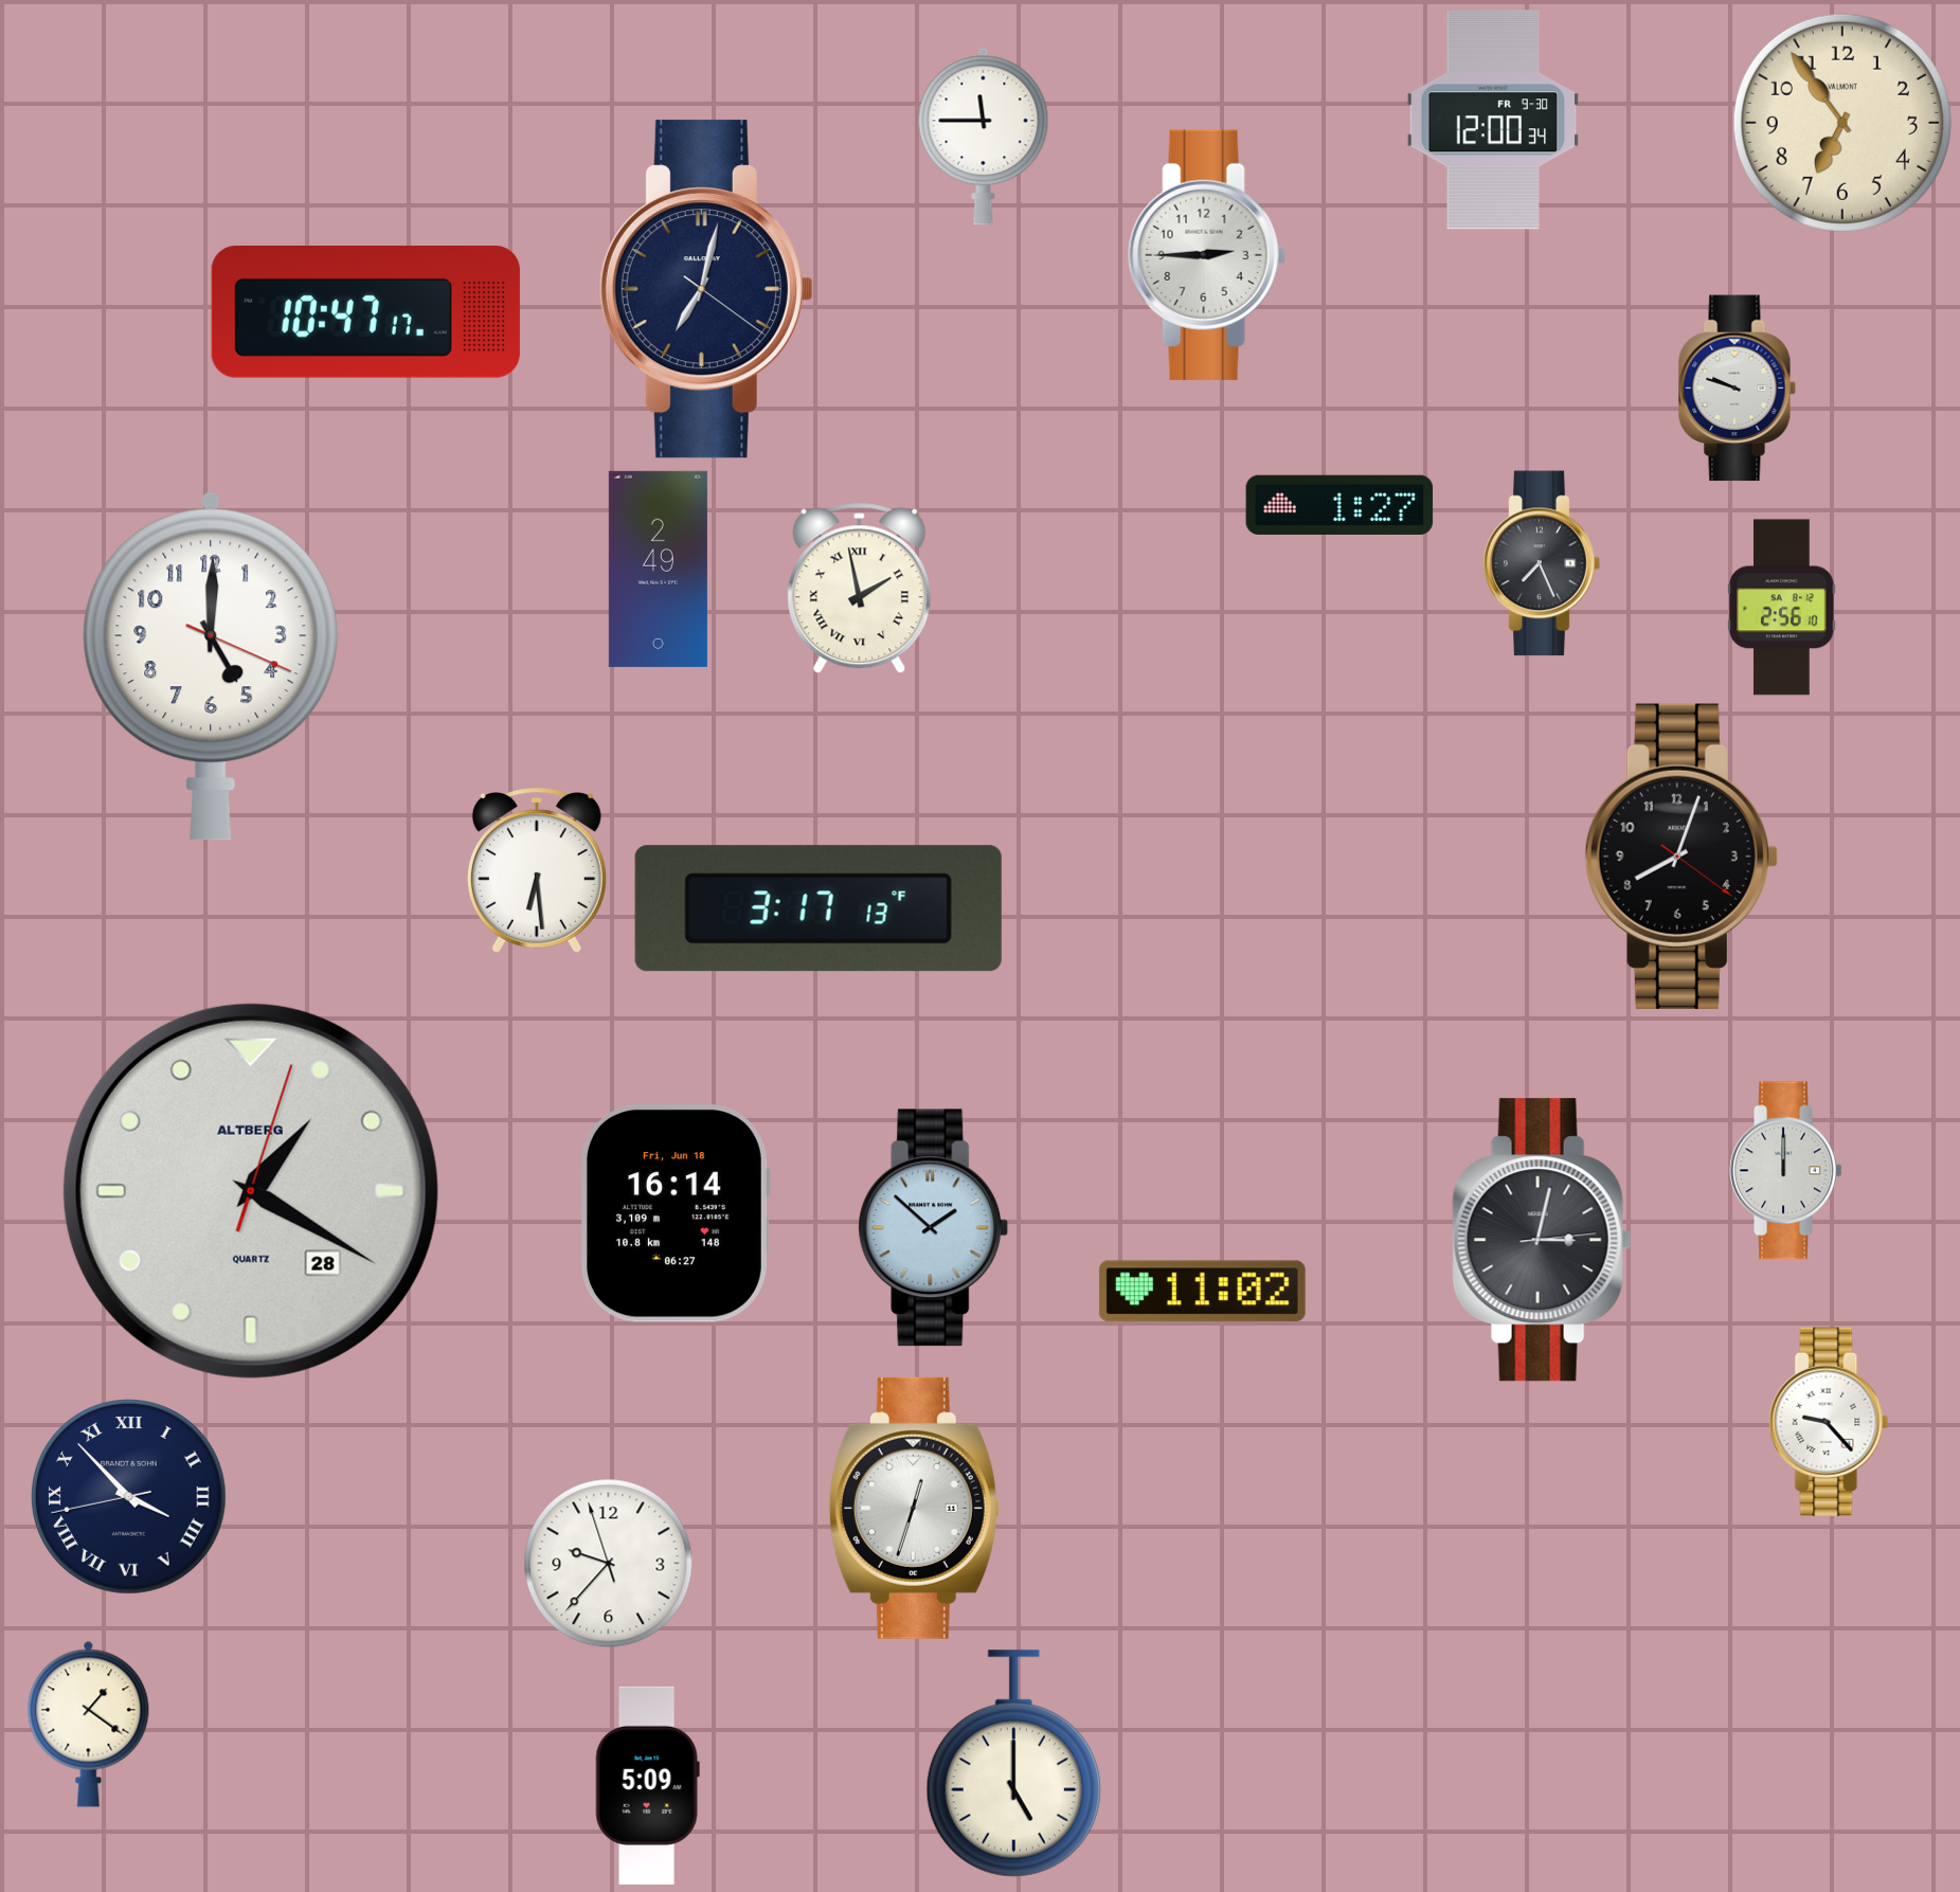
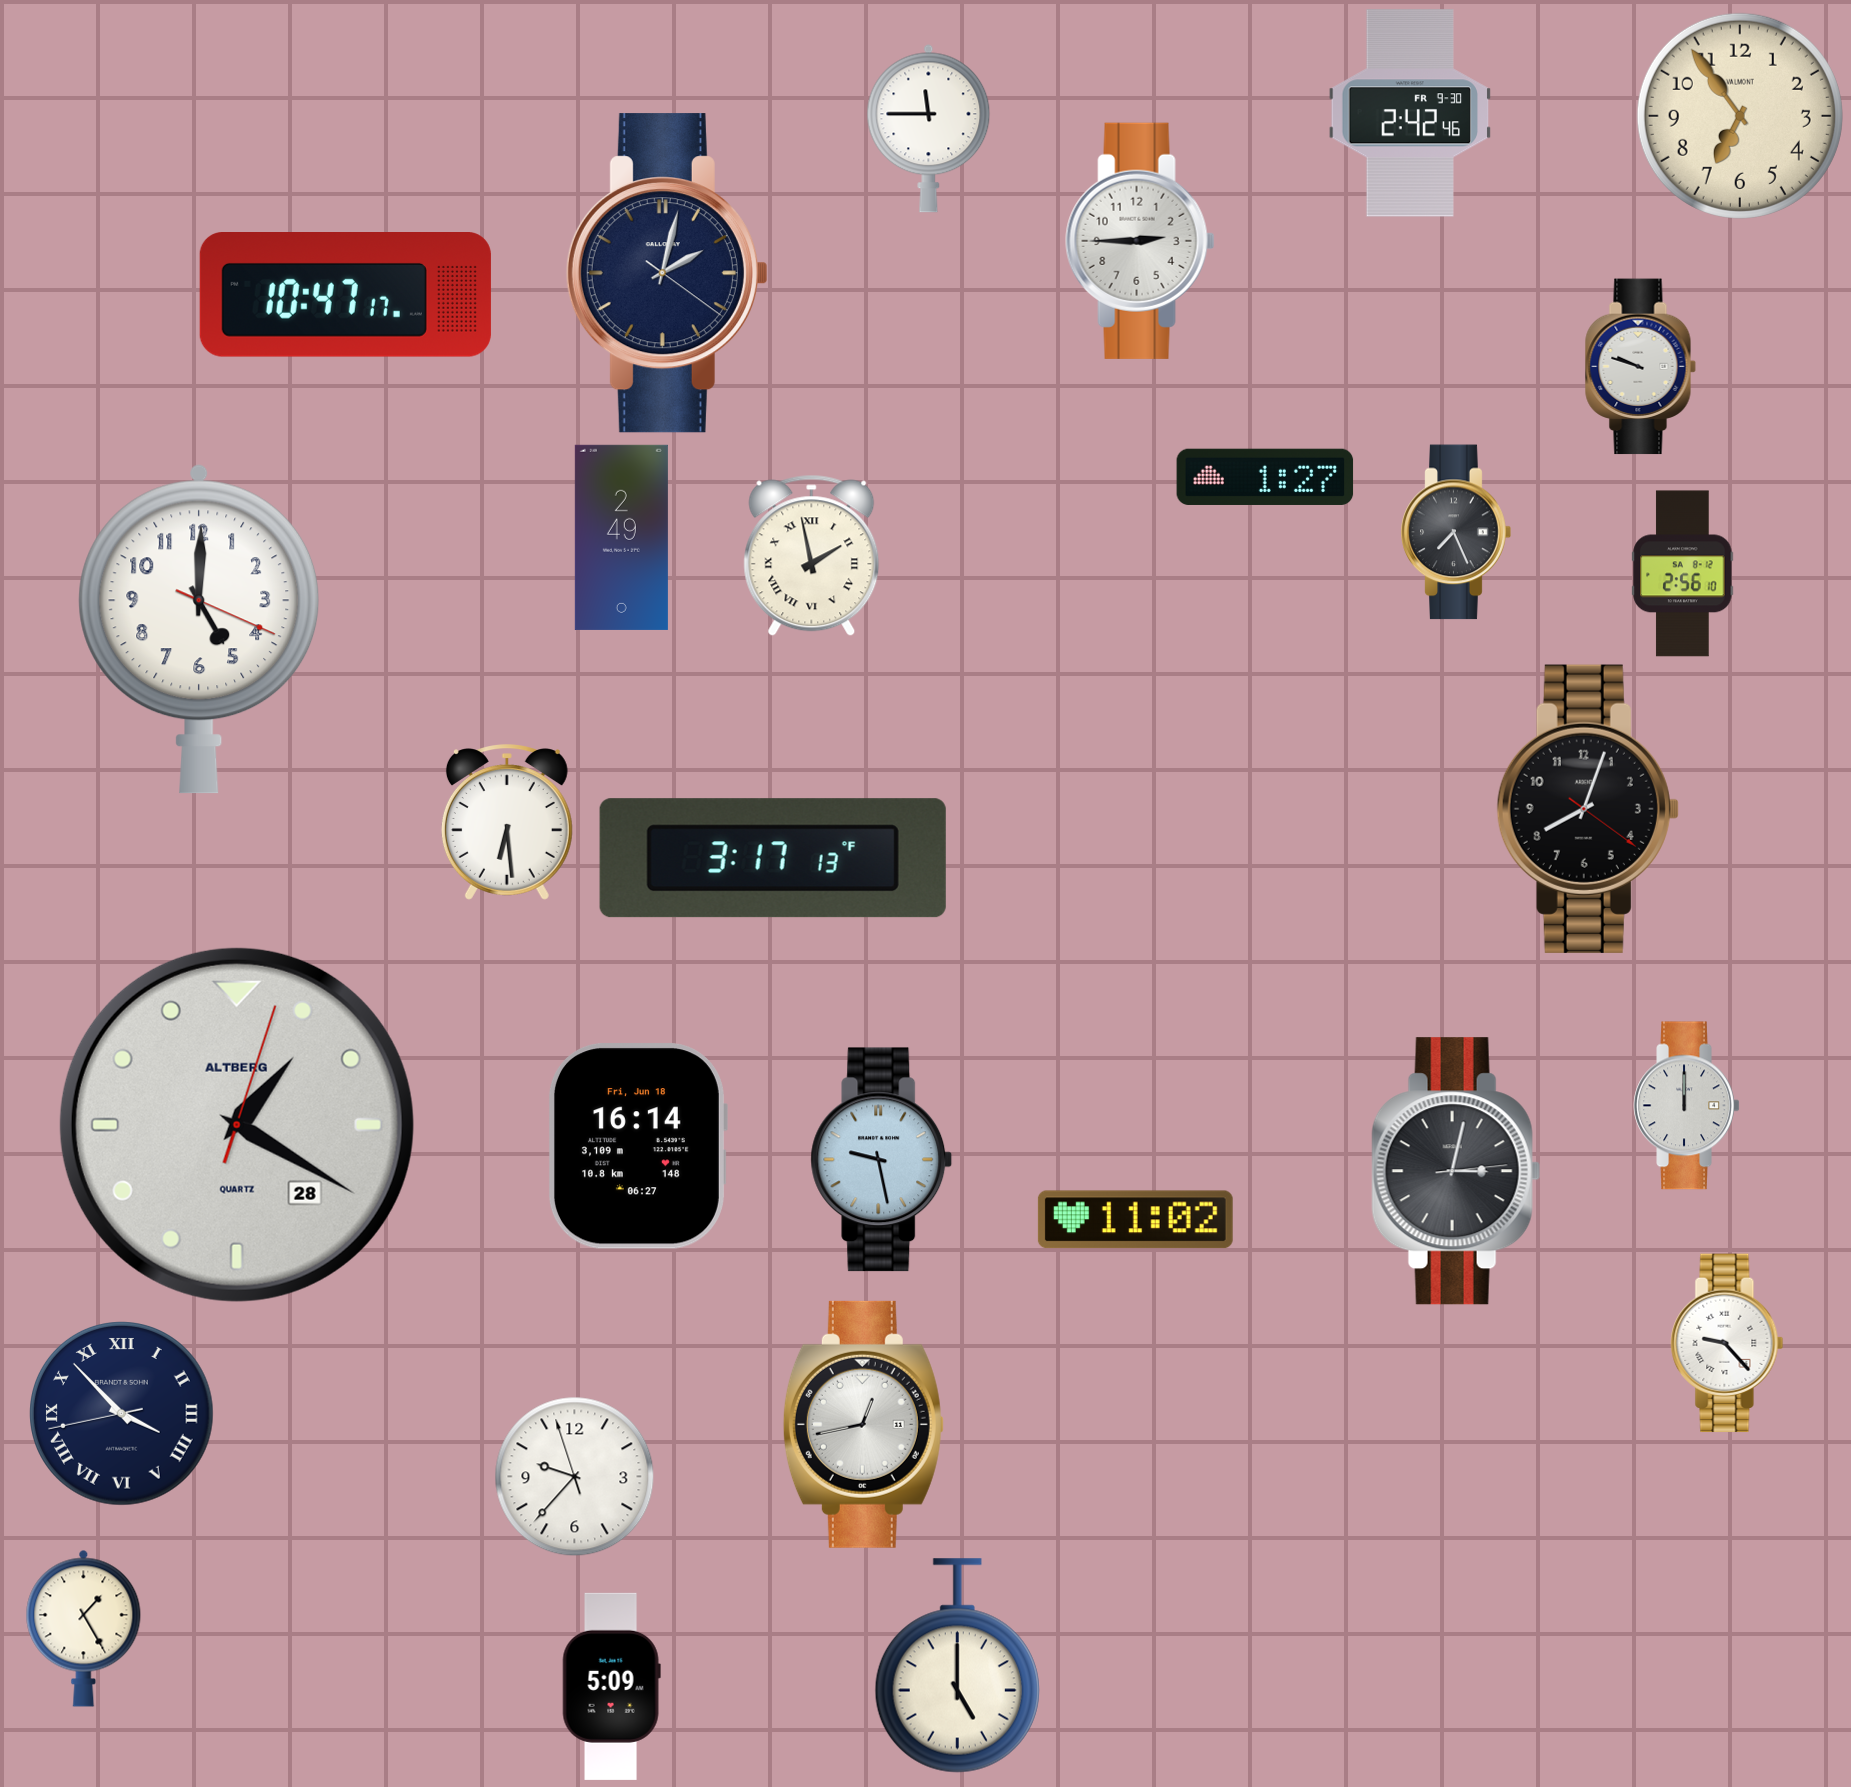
clock at (1493, 120): 12:00 -> 2:42
clock at (706, 289): 7:02 -> 2:02
clock at (934, 1228): 1:52 -> 9:28
clock at (914, 1508): 12:33 -> 12:43
clock at (89, 1724): 1:21 -> 1:25
